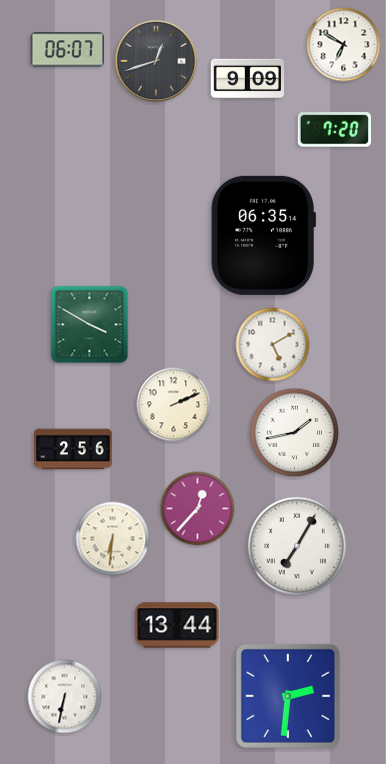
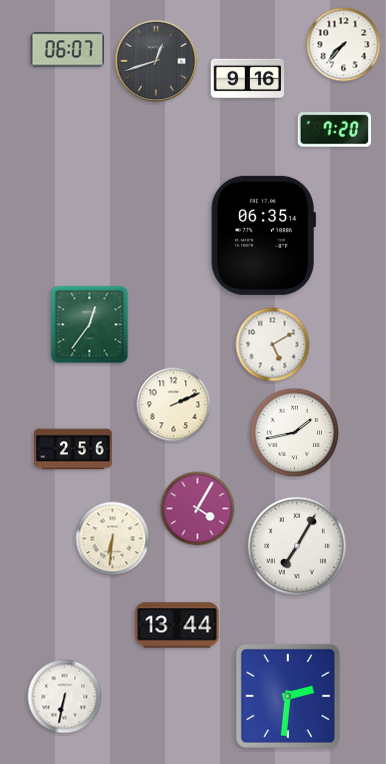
clock at (344, 45): 6:50 -> 7:37
clock at (248, 79): 9:09 -> 9:16
clock at (90, 325): 3:50 -> 12:36
clock at (198, 509): 12:37 -> 4:05
